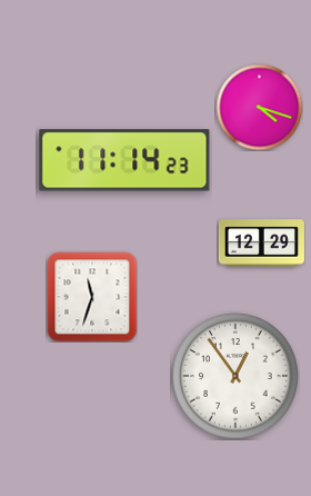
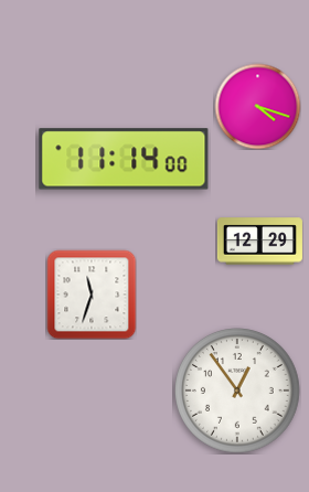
clock at (124, 160): 11:14:23 -> 11:14:00
clock at (235, 376) position: (235, 376) -> (237, 391)
